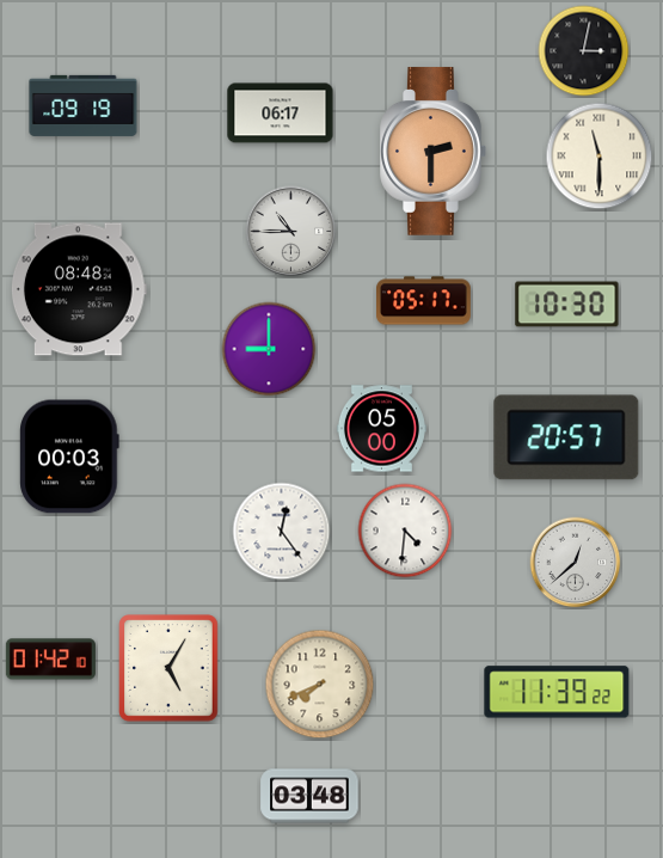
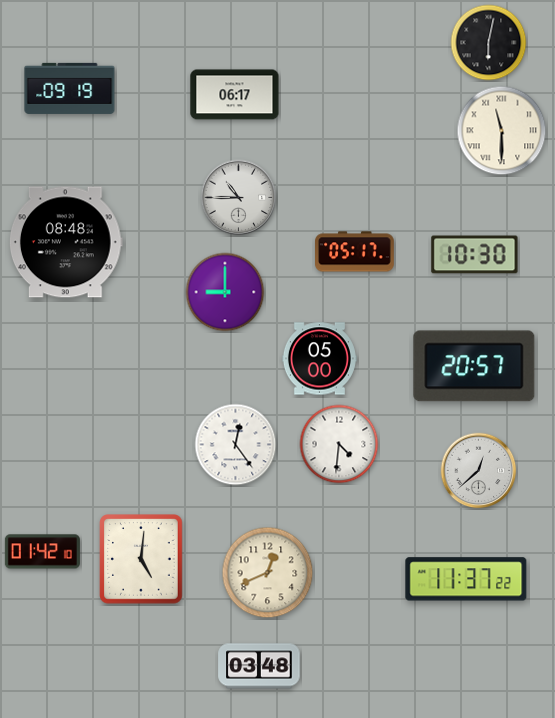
clock at (584, 51): 3:02 -> 6:02
clock at (434, 152): 2:30 -> none
clock at (291, 232) position: (291, 232) -> (239, 198)
clock at (69, 456): 00:03 -> none
clock at (576, 563) position: (576, 563) -> (479, 471)
clock at (168, 668): 5:05 -> 5:01
clock at (320, 685): 7:41 -> 12:41
clock at (557, 692): 11:39 -> 11:37
